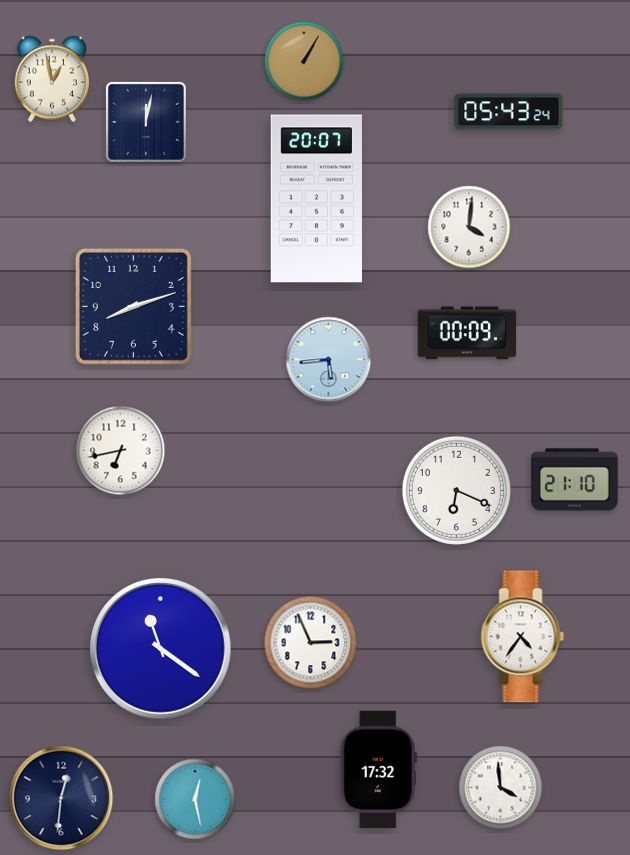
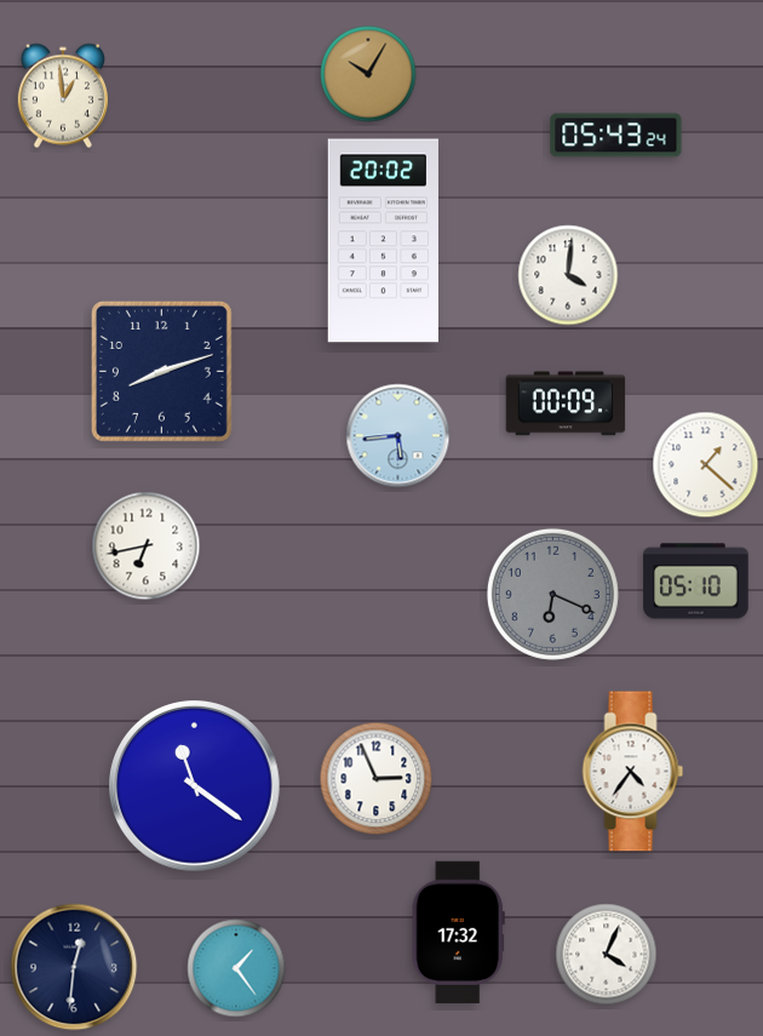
clock at (304, 61): 1:05 -> 10:05
clock at (52, 79): 12:58 -> 12:59
clock at (146, 122): 12:02 -> none
clock at (316, 199): 20:07 -> 20:02
clock at (706, 465): none -> 1:22
clock at (575, 480): 21:10 -> 05:10
clock at (456, 490) dial: white -> grey
clock at (501, 788): 3:59 -> 4:04
clock at (195, 799): 12:28 -> 1:24
